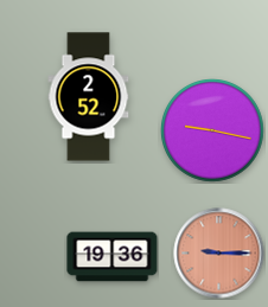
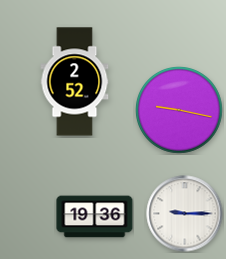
clock at (219, 254) dial: salmon -> white
